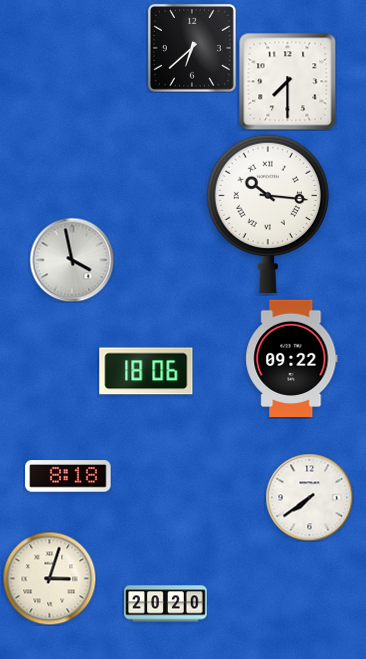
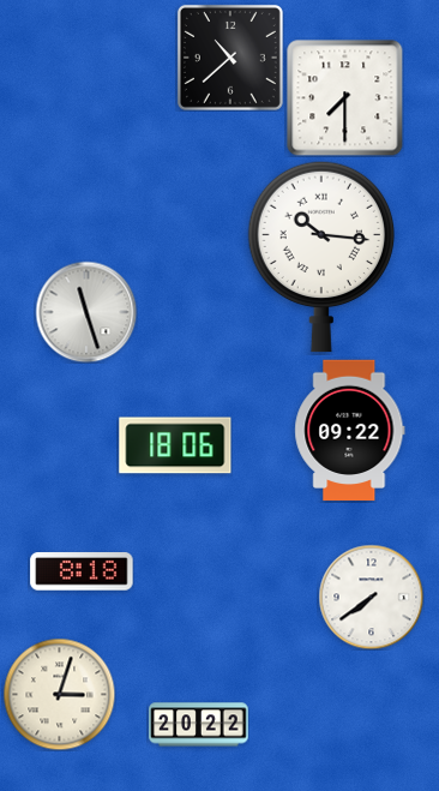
clock at (192, 48): 6:38 -> 10:38
clock at (72, 260): 3:58 -> 11:27
clock at (166, 604): 20:20 -> 20:22
